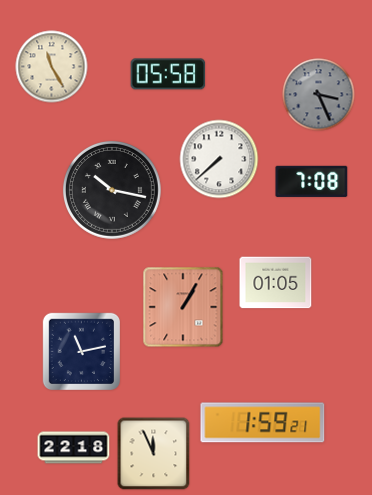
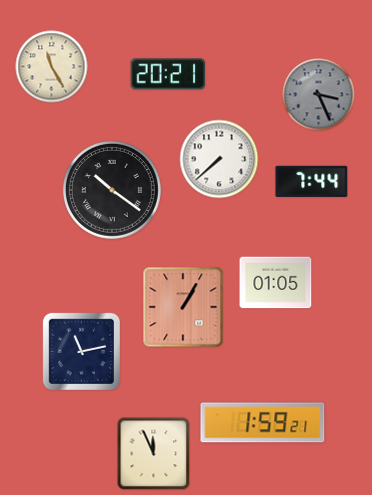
clock at (168, 74): 05:58 -> 20:21
clock at (312, 181): 7:08 -> 7:44
clock at (112, 190): 10:17 -> 10:21
clock at (74, 448): 22:18 -> none
